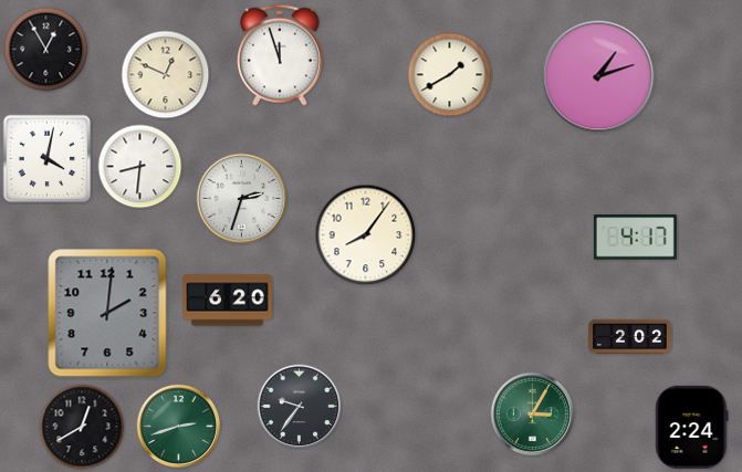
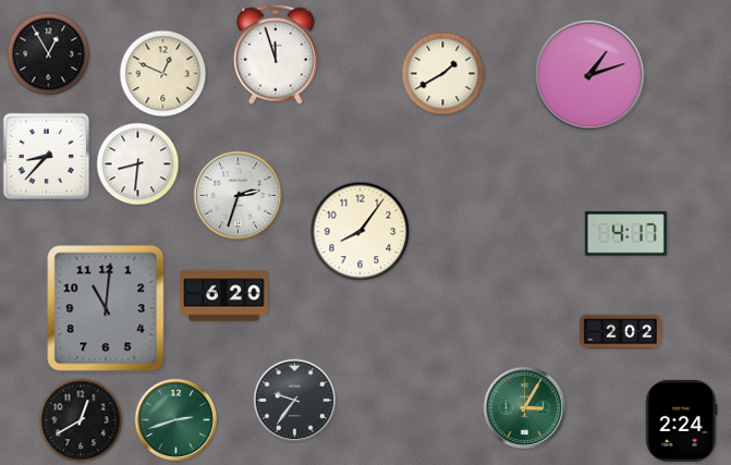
clock at (46, 50) position: (46, 50) -> (49, 54)
clock at (48, 159): 4:02 -> 8:37
clock at (107, 313): 2:01 -> 11:01
